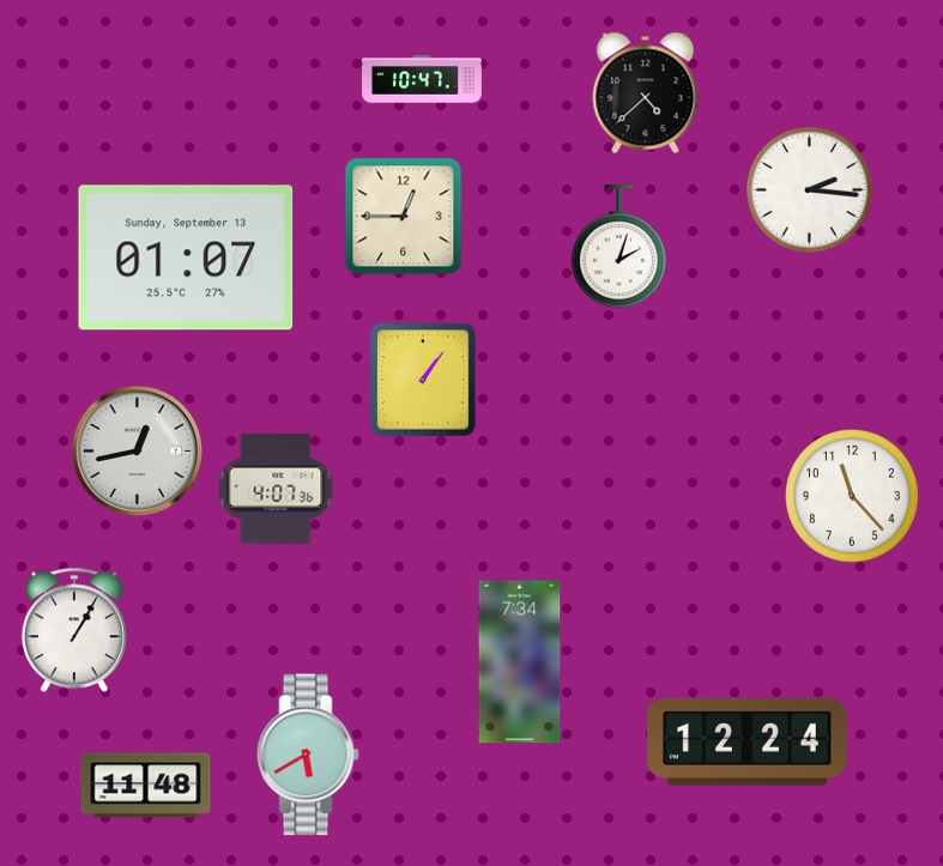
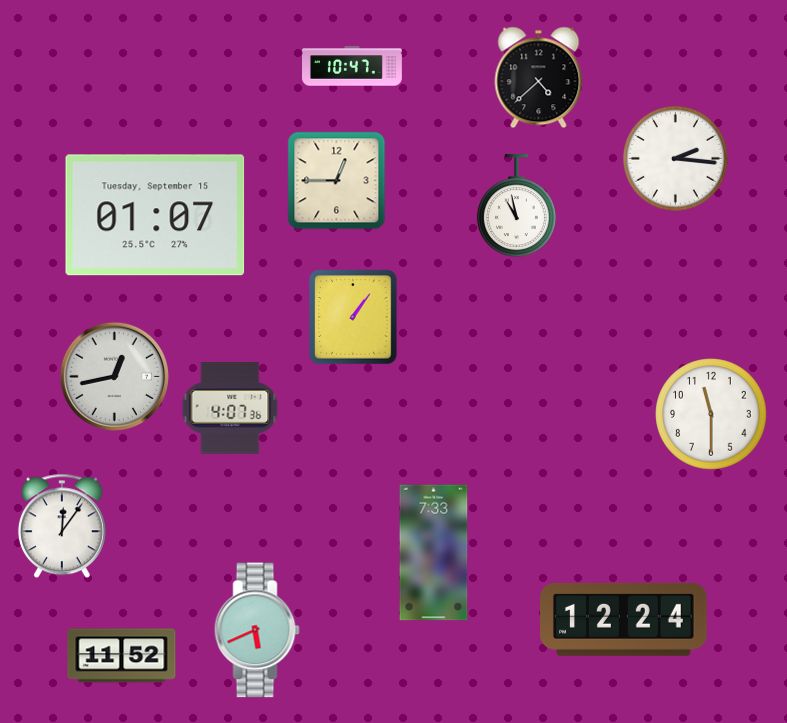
clock at (618, 247): 2:03 -> 10:58
clock at (186, 258) date: Sunday, September 13 -> Tuesday, September 15
clock at (852, 496): 11:23 -> 11:30
clock at (74, 630): 1:05 -> 12:06
clock at (520, 662): 7:34 -> 7:33
clock at (308, 755): 5:40 -> 5:41
clock at (146, 786): 11:48 -> 11:52
